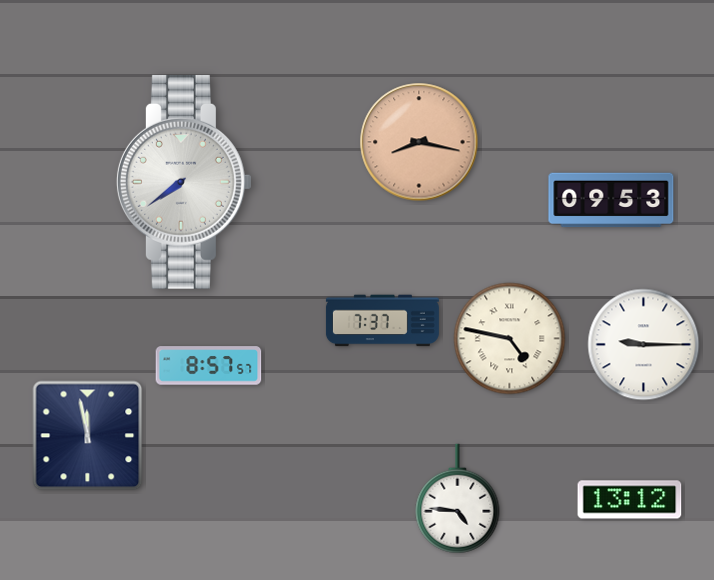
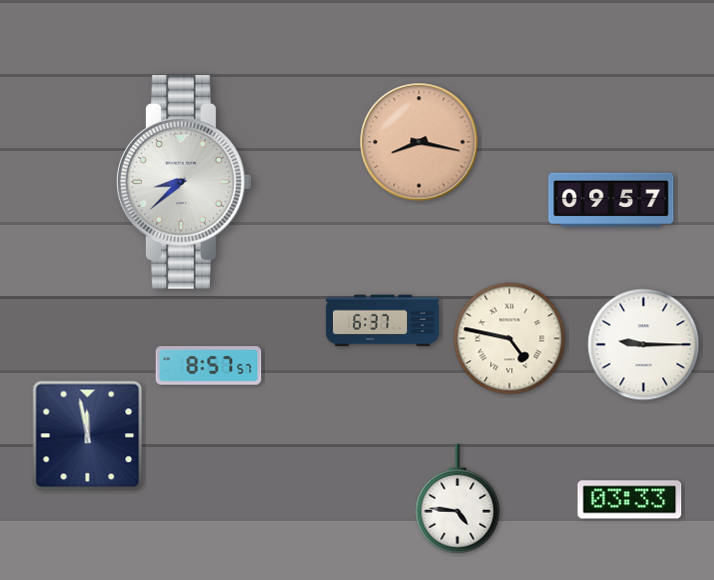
clock at (184, 182): 7:39 -> 8:38
clock at (611, 200): 09:53 -> 09:57
clock at (382, 321): 7:37 -> 6:37
clock at (630, 500): 13:12 -> 03:33
